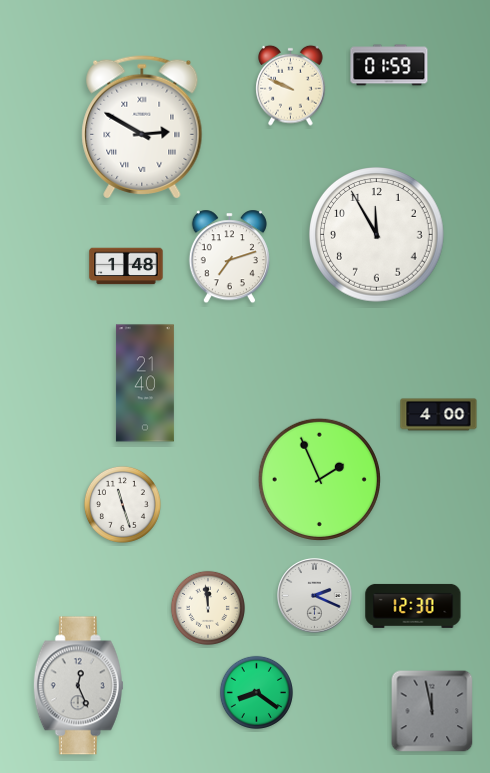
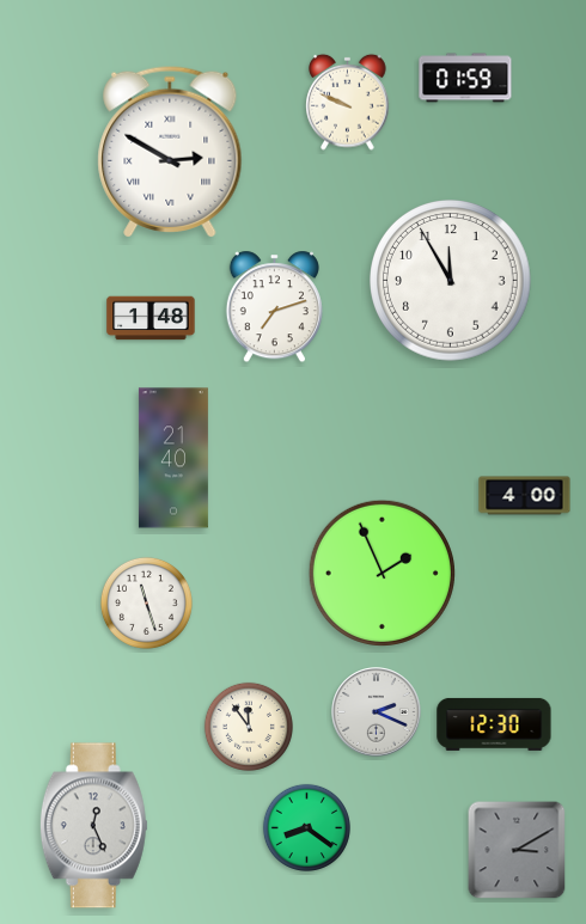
clock at (208, 608): 11:59 -> 11:54
clock at (78, 686) position: (78, 686) -> (93, 826)
clock at (432, 711): 11:58 -> 3:10
